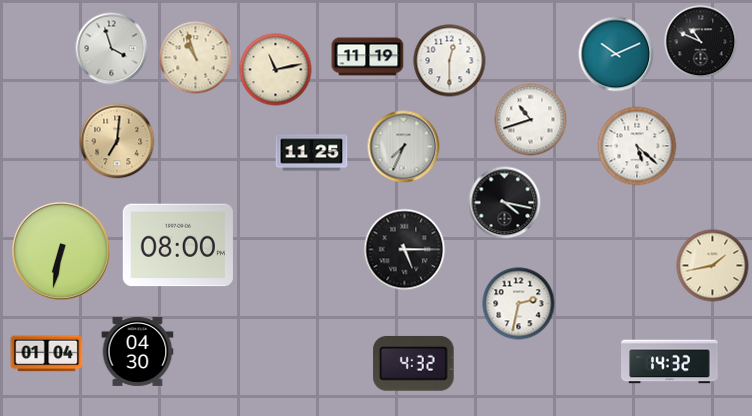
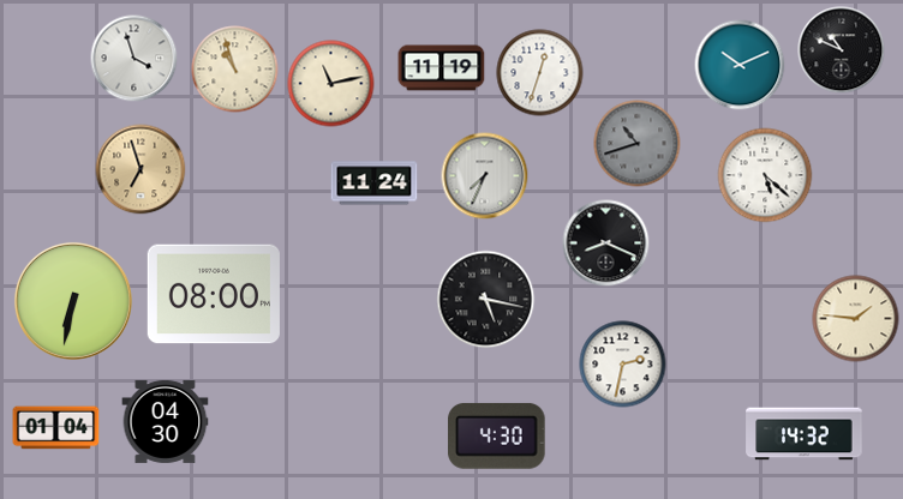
clock at (450, 61): 12:30 -> 12:33
clock at (531, 120) dial: white -> grey
clock at (117, 141): 7:01 -> 6:57
clock at (312, 153): 11:25 -> 11:24
clock at (505, 203): 4:17 -> 8:19
clock at (405, 250): 5:15 -> 5:17
clock at (713, 266): 1:43 -> 1:46
clock at (47, 354) position: (47, 354) -> (56, 428)
clock at (414, 363): 4:32 -> 4:30
